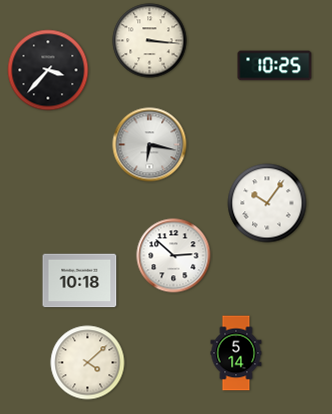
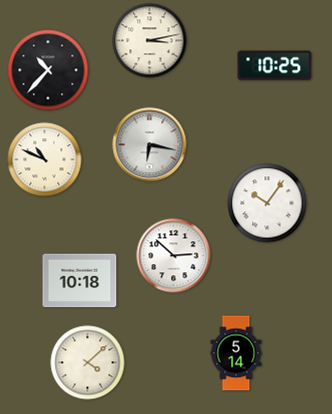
clock at (150, 41): 3:16 -> 3:13
clock at (48, 70): 3:37 -> 10:37
clock at (45, 160): none -> 10:49
